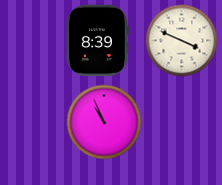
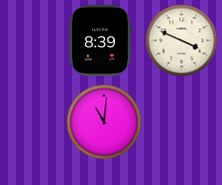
clock at (98, 41) position: (98, 41) -> (101, 41)
clock at (104, 122): 10:56 -> 11:01
